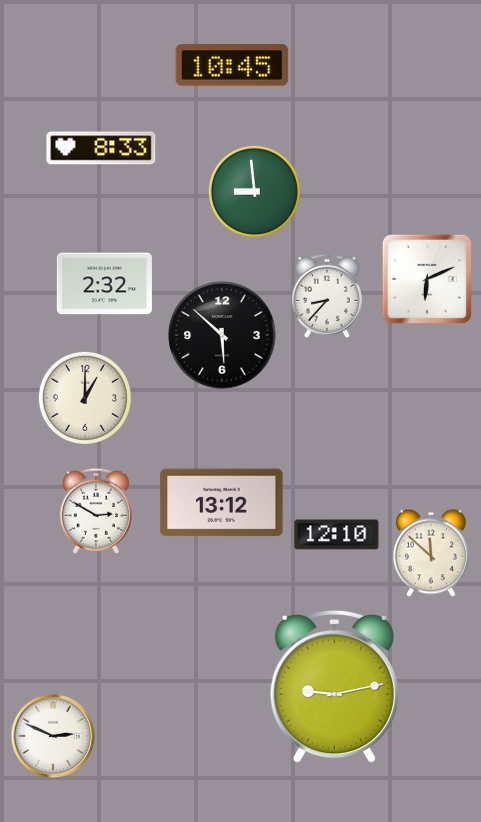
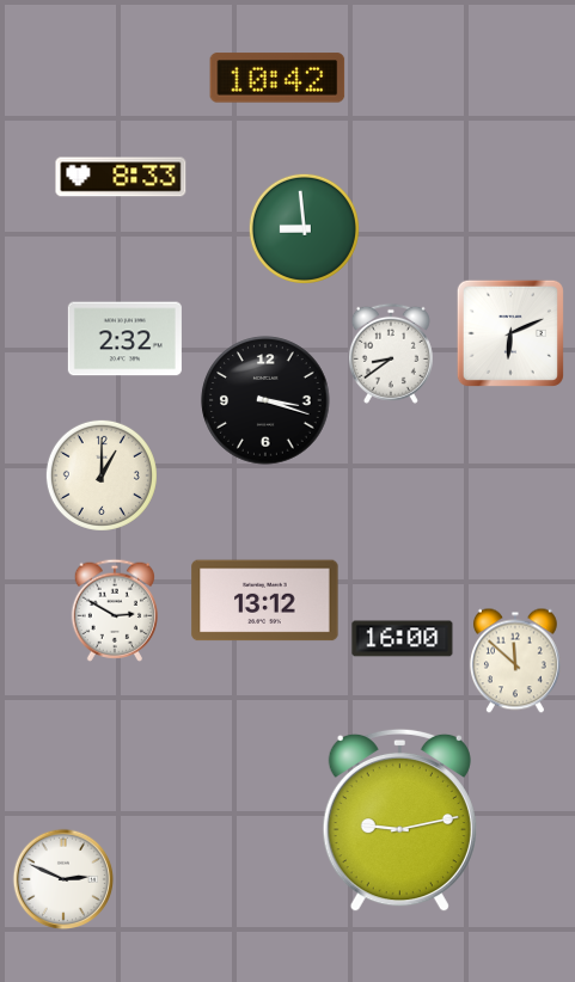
clock at (232, 65): 10:45 -> 10:42
clock at (327, 296): 8:37 -> 8:39
clock at (222, 335): 5:52 -> 3:18
clock at (337, 535): 12:10 -> 16:00
